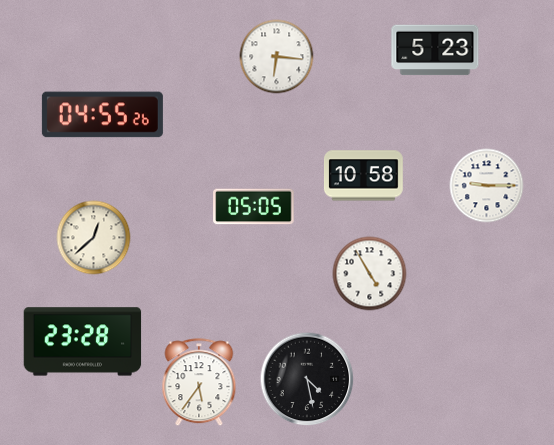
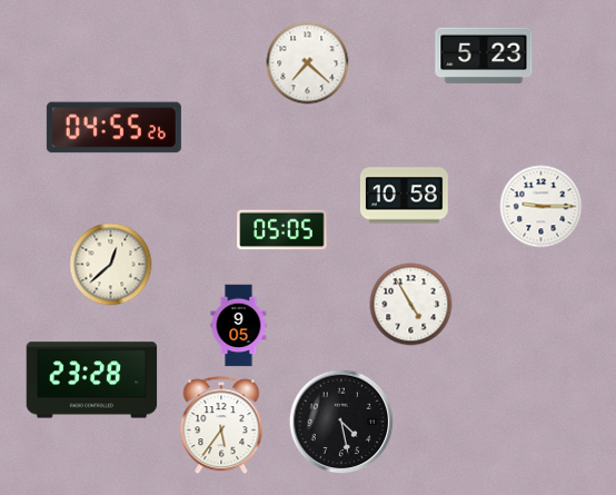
clock at (277, 57): 6:16 -> 7:22
clock at (94, 238) position: (94, 238) -> (111, 265)
clock at (239, 326): none -> 9:05
